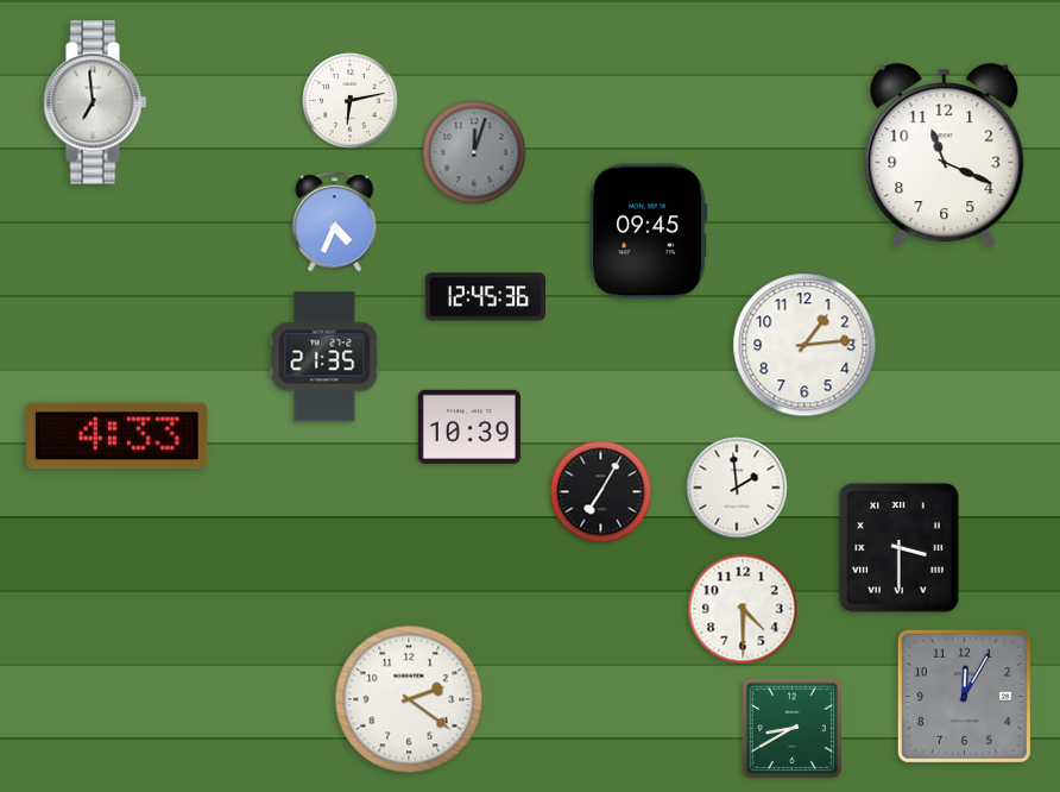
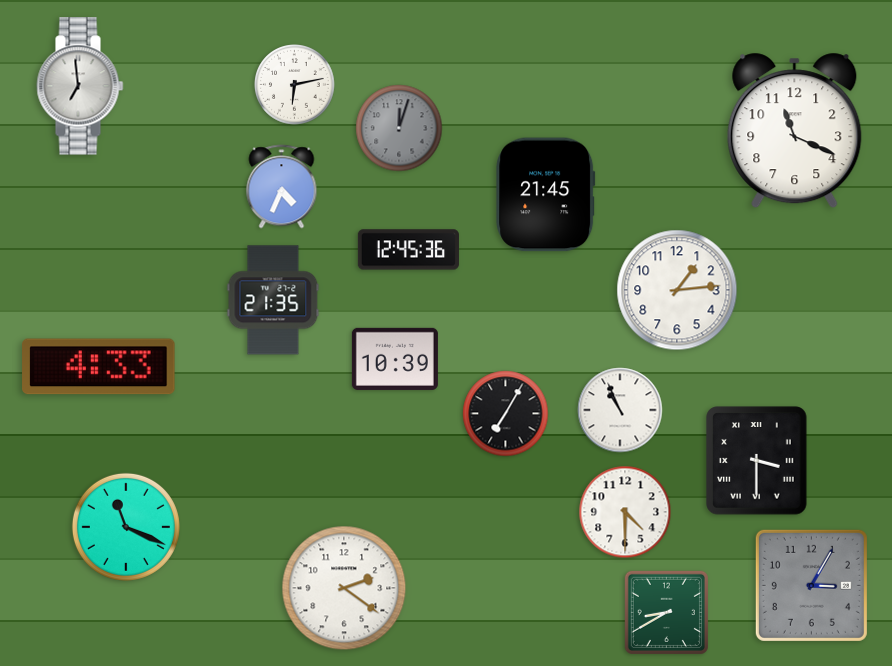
clock at (649, 232): 09:45 -> 21:45
clock at (737, 488): 1:59 -> 10:56
clock at (126, 527): none -> 11:19
clock at (964, 696): 12:05 -> 3:05
